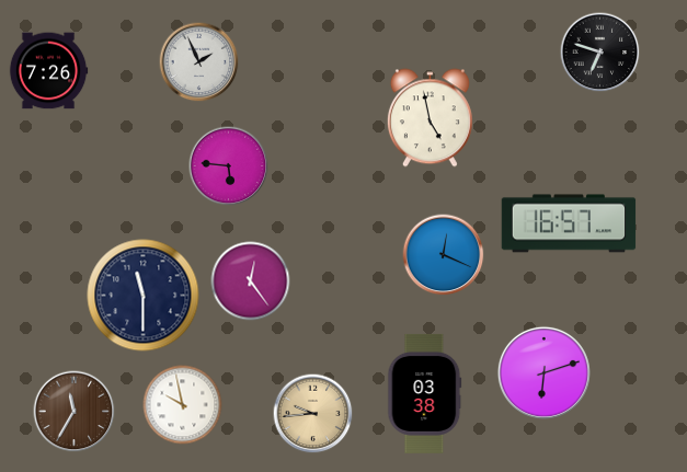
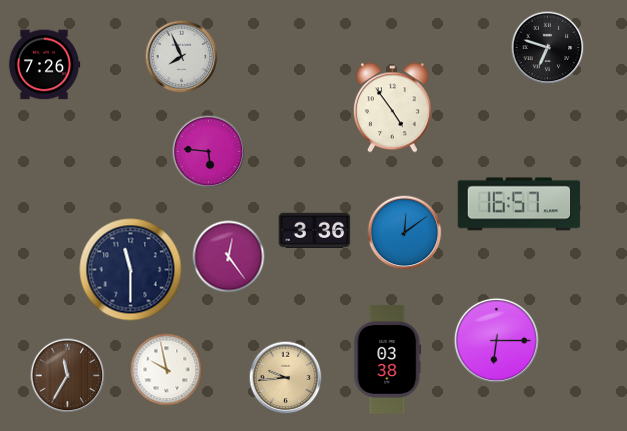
clock at (199, 62): 1:56 -> 7:56
clock at (430, 118): 4:58 -> 4:54
clock at (315, 231): none -> 3:36
clock at (444, 255): 12:19 -> 12:09
clock at (543, 372): 6:12 -> 6:15
